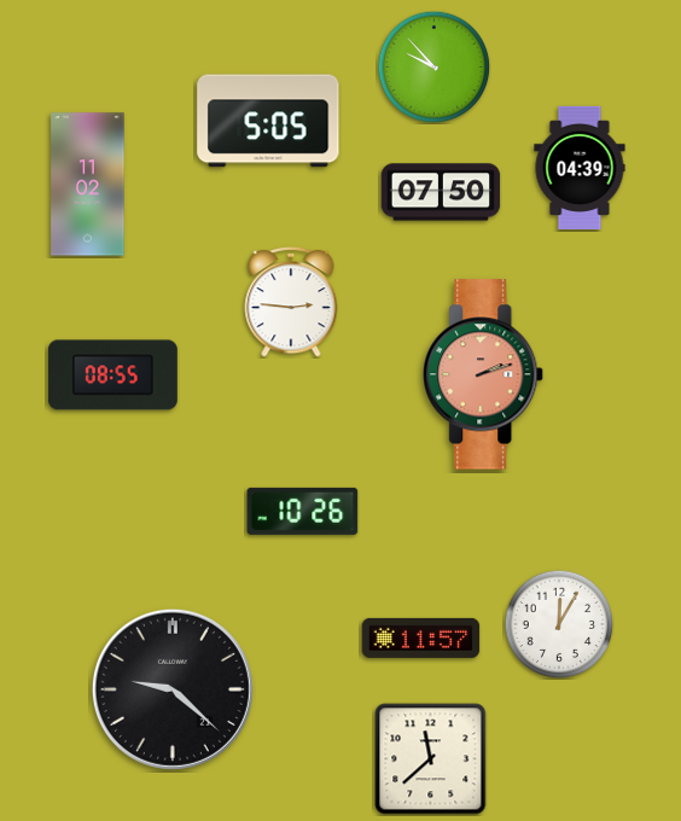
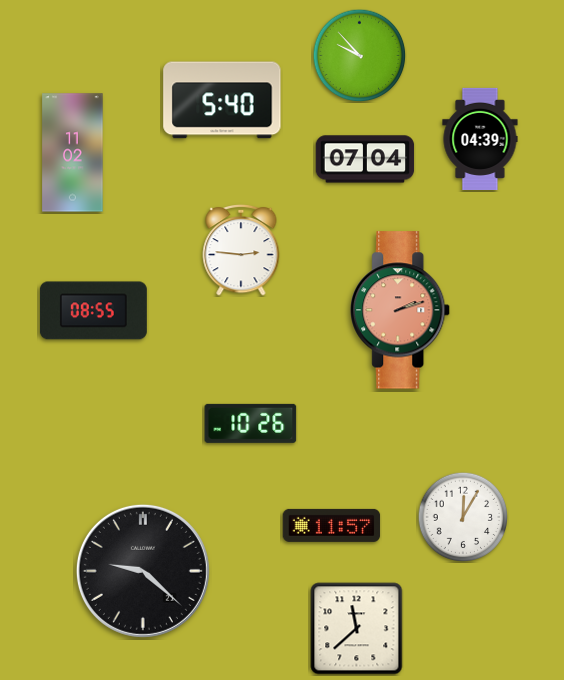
clock at (268, 121): 5:05 -> 5:40
clock at (441, 192): 07:50 -> 07:04
clock at (421, 637) position: (421, 637) -> (332, 525)
